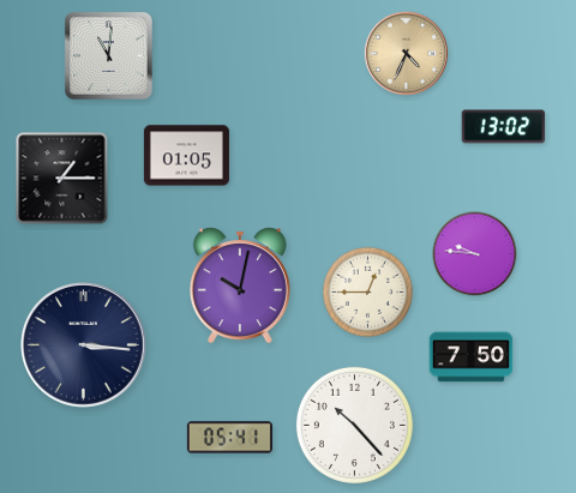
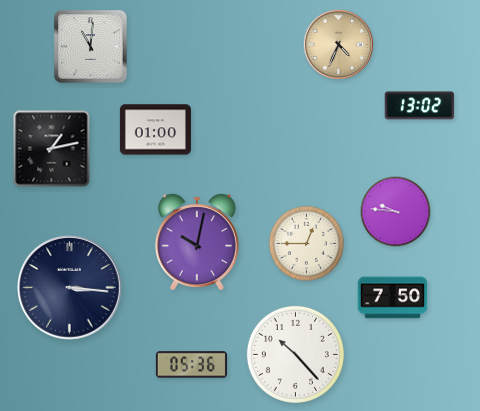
clock at (186, 156): 01:05 -> 01:00
clock at (62, 179): 1:15 -> 1:13
clock at (240, 285) position: (240, 285) -> (197, 242)
clock at (229, 438): 05:41 -> 05:36
